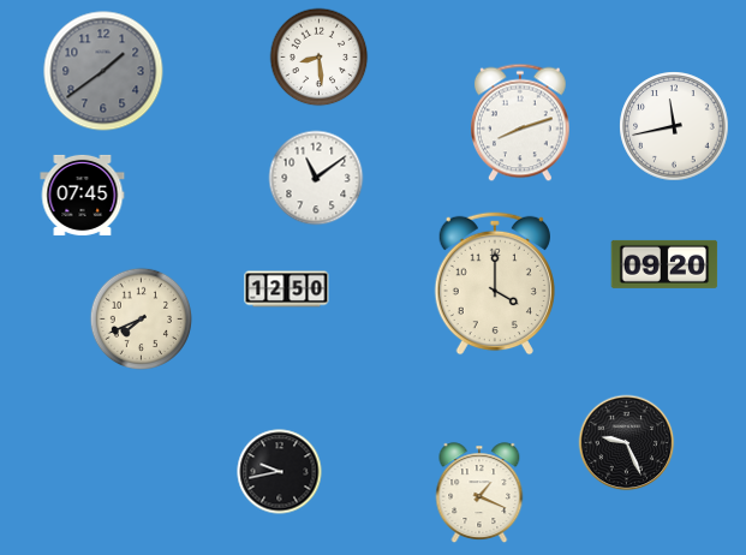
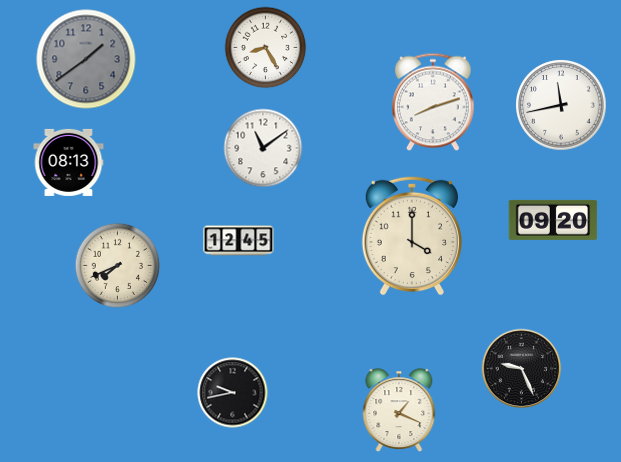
clock at (320, 58): 8:29 -> 8:25
clock at (83, 195): 07:45 -> 08:13
clock at (287, 290): 12:50 -> 12:45
